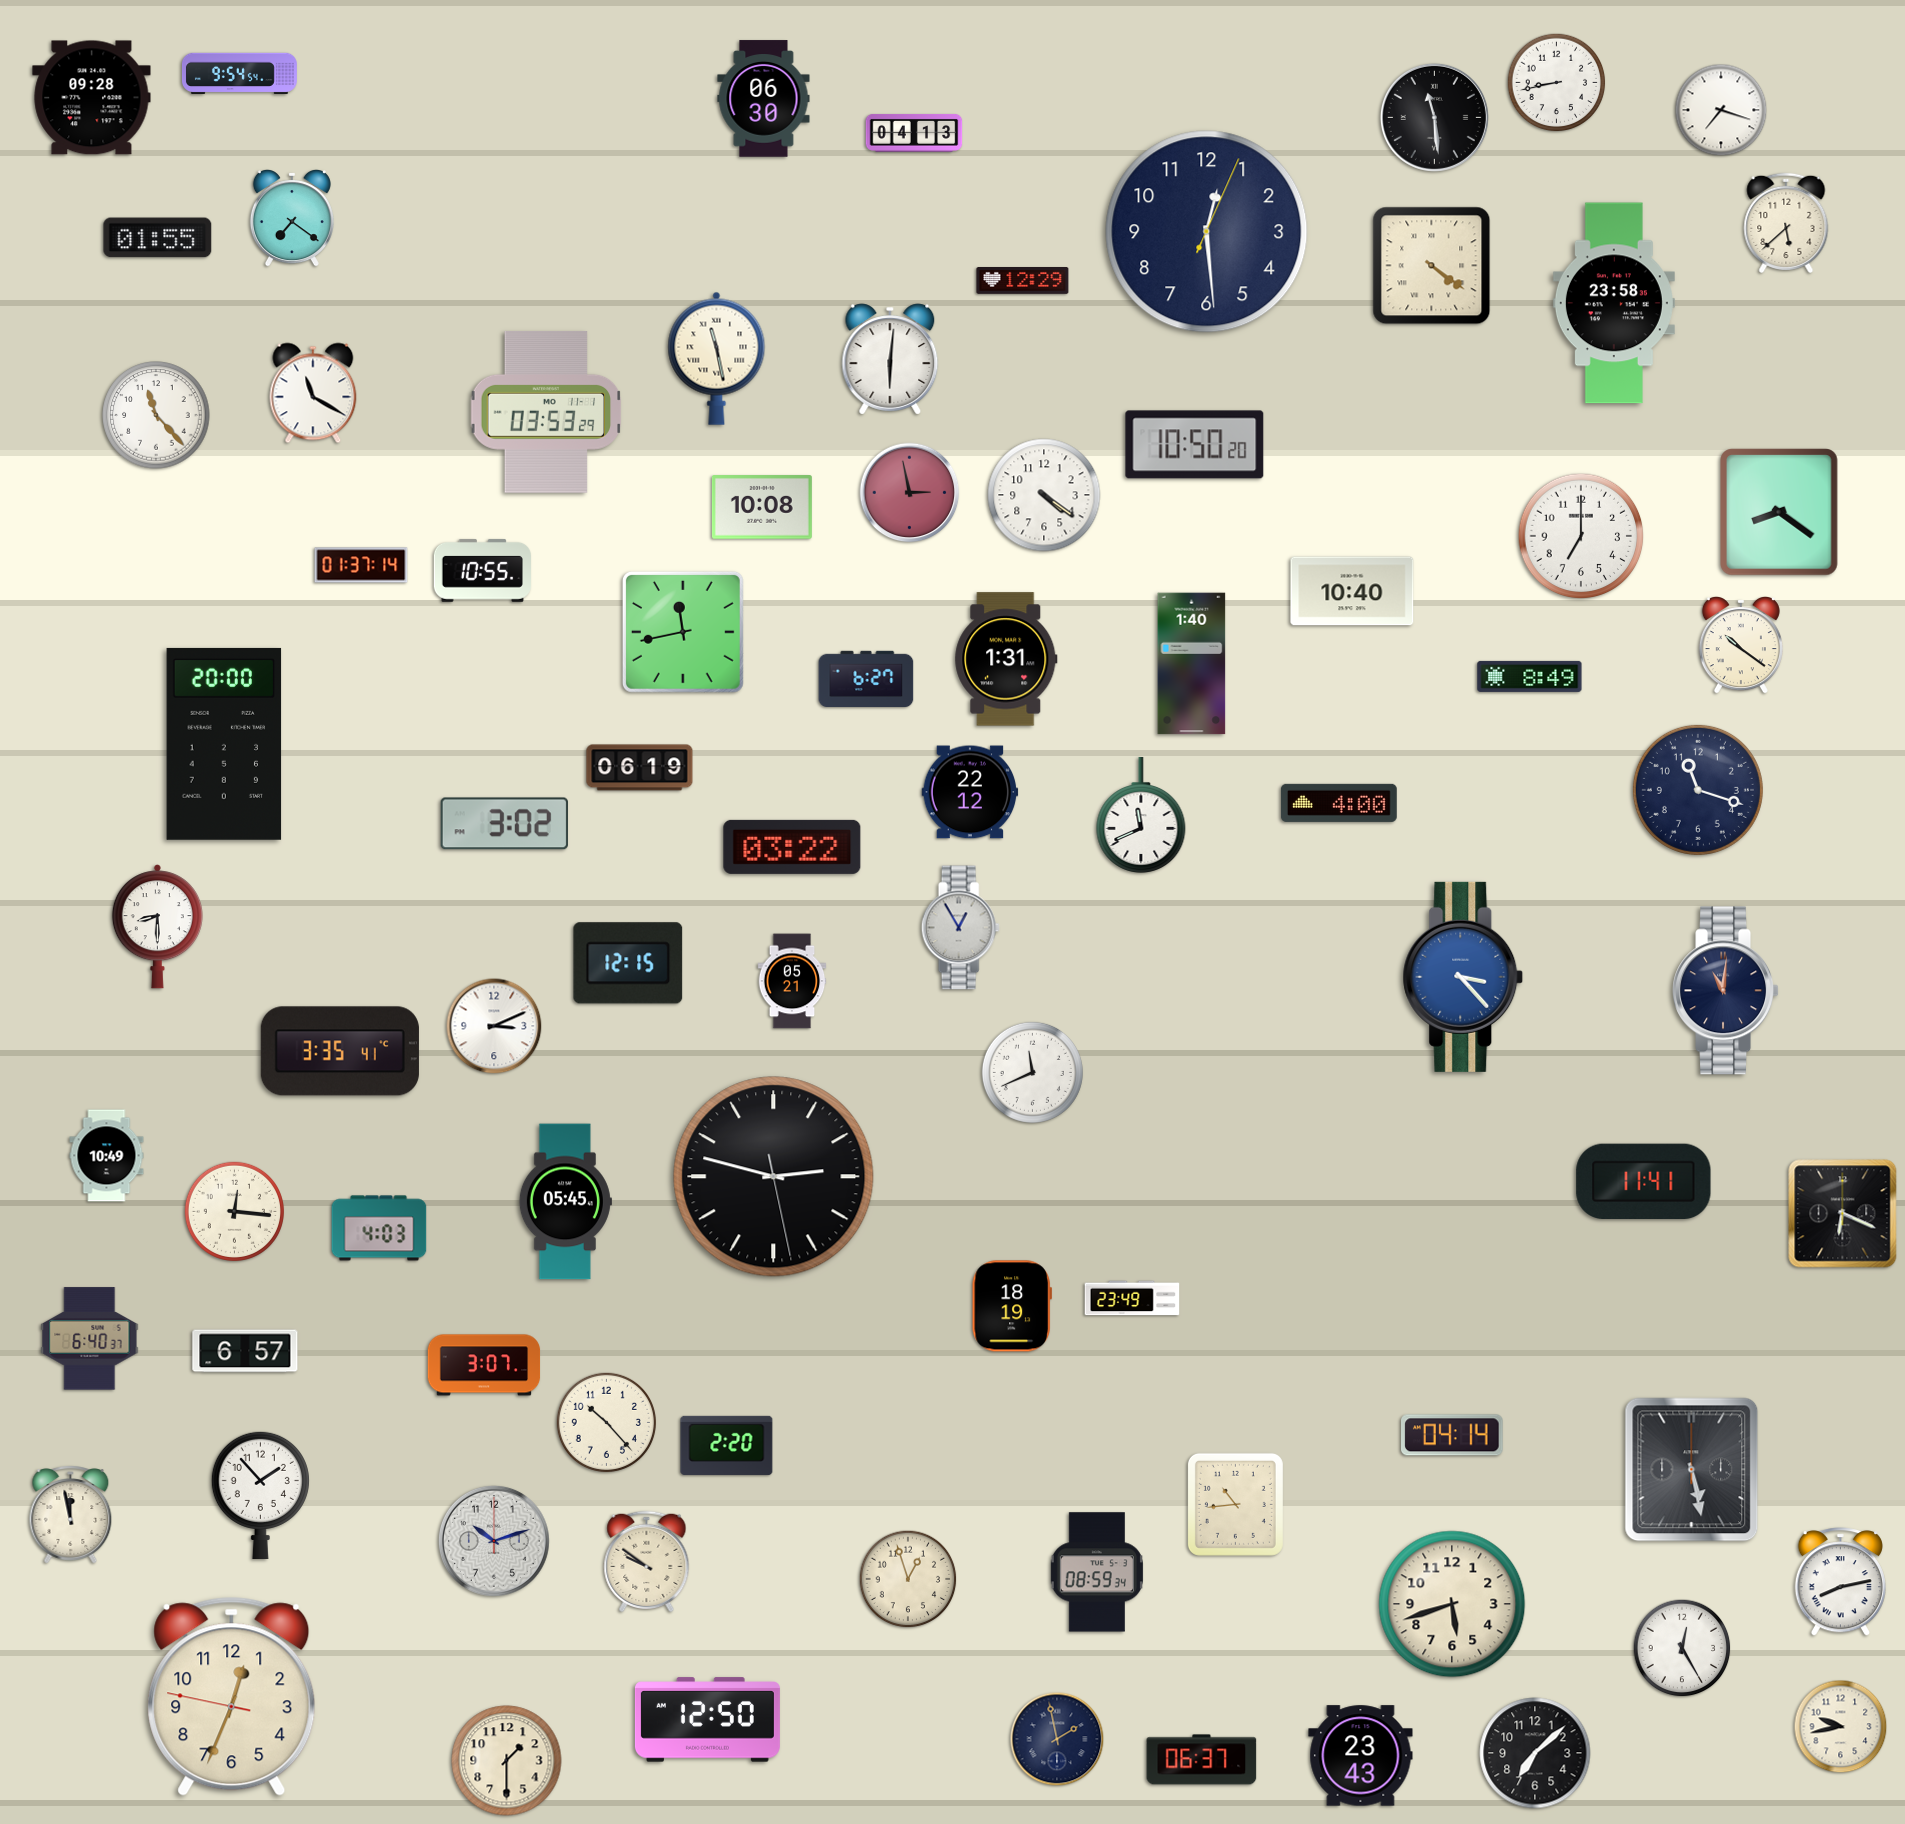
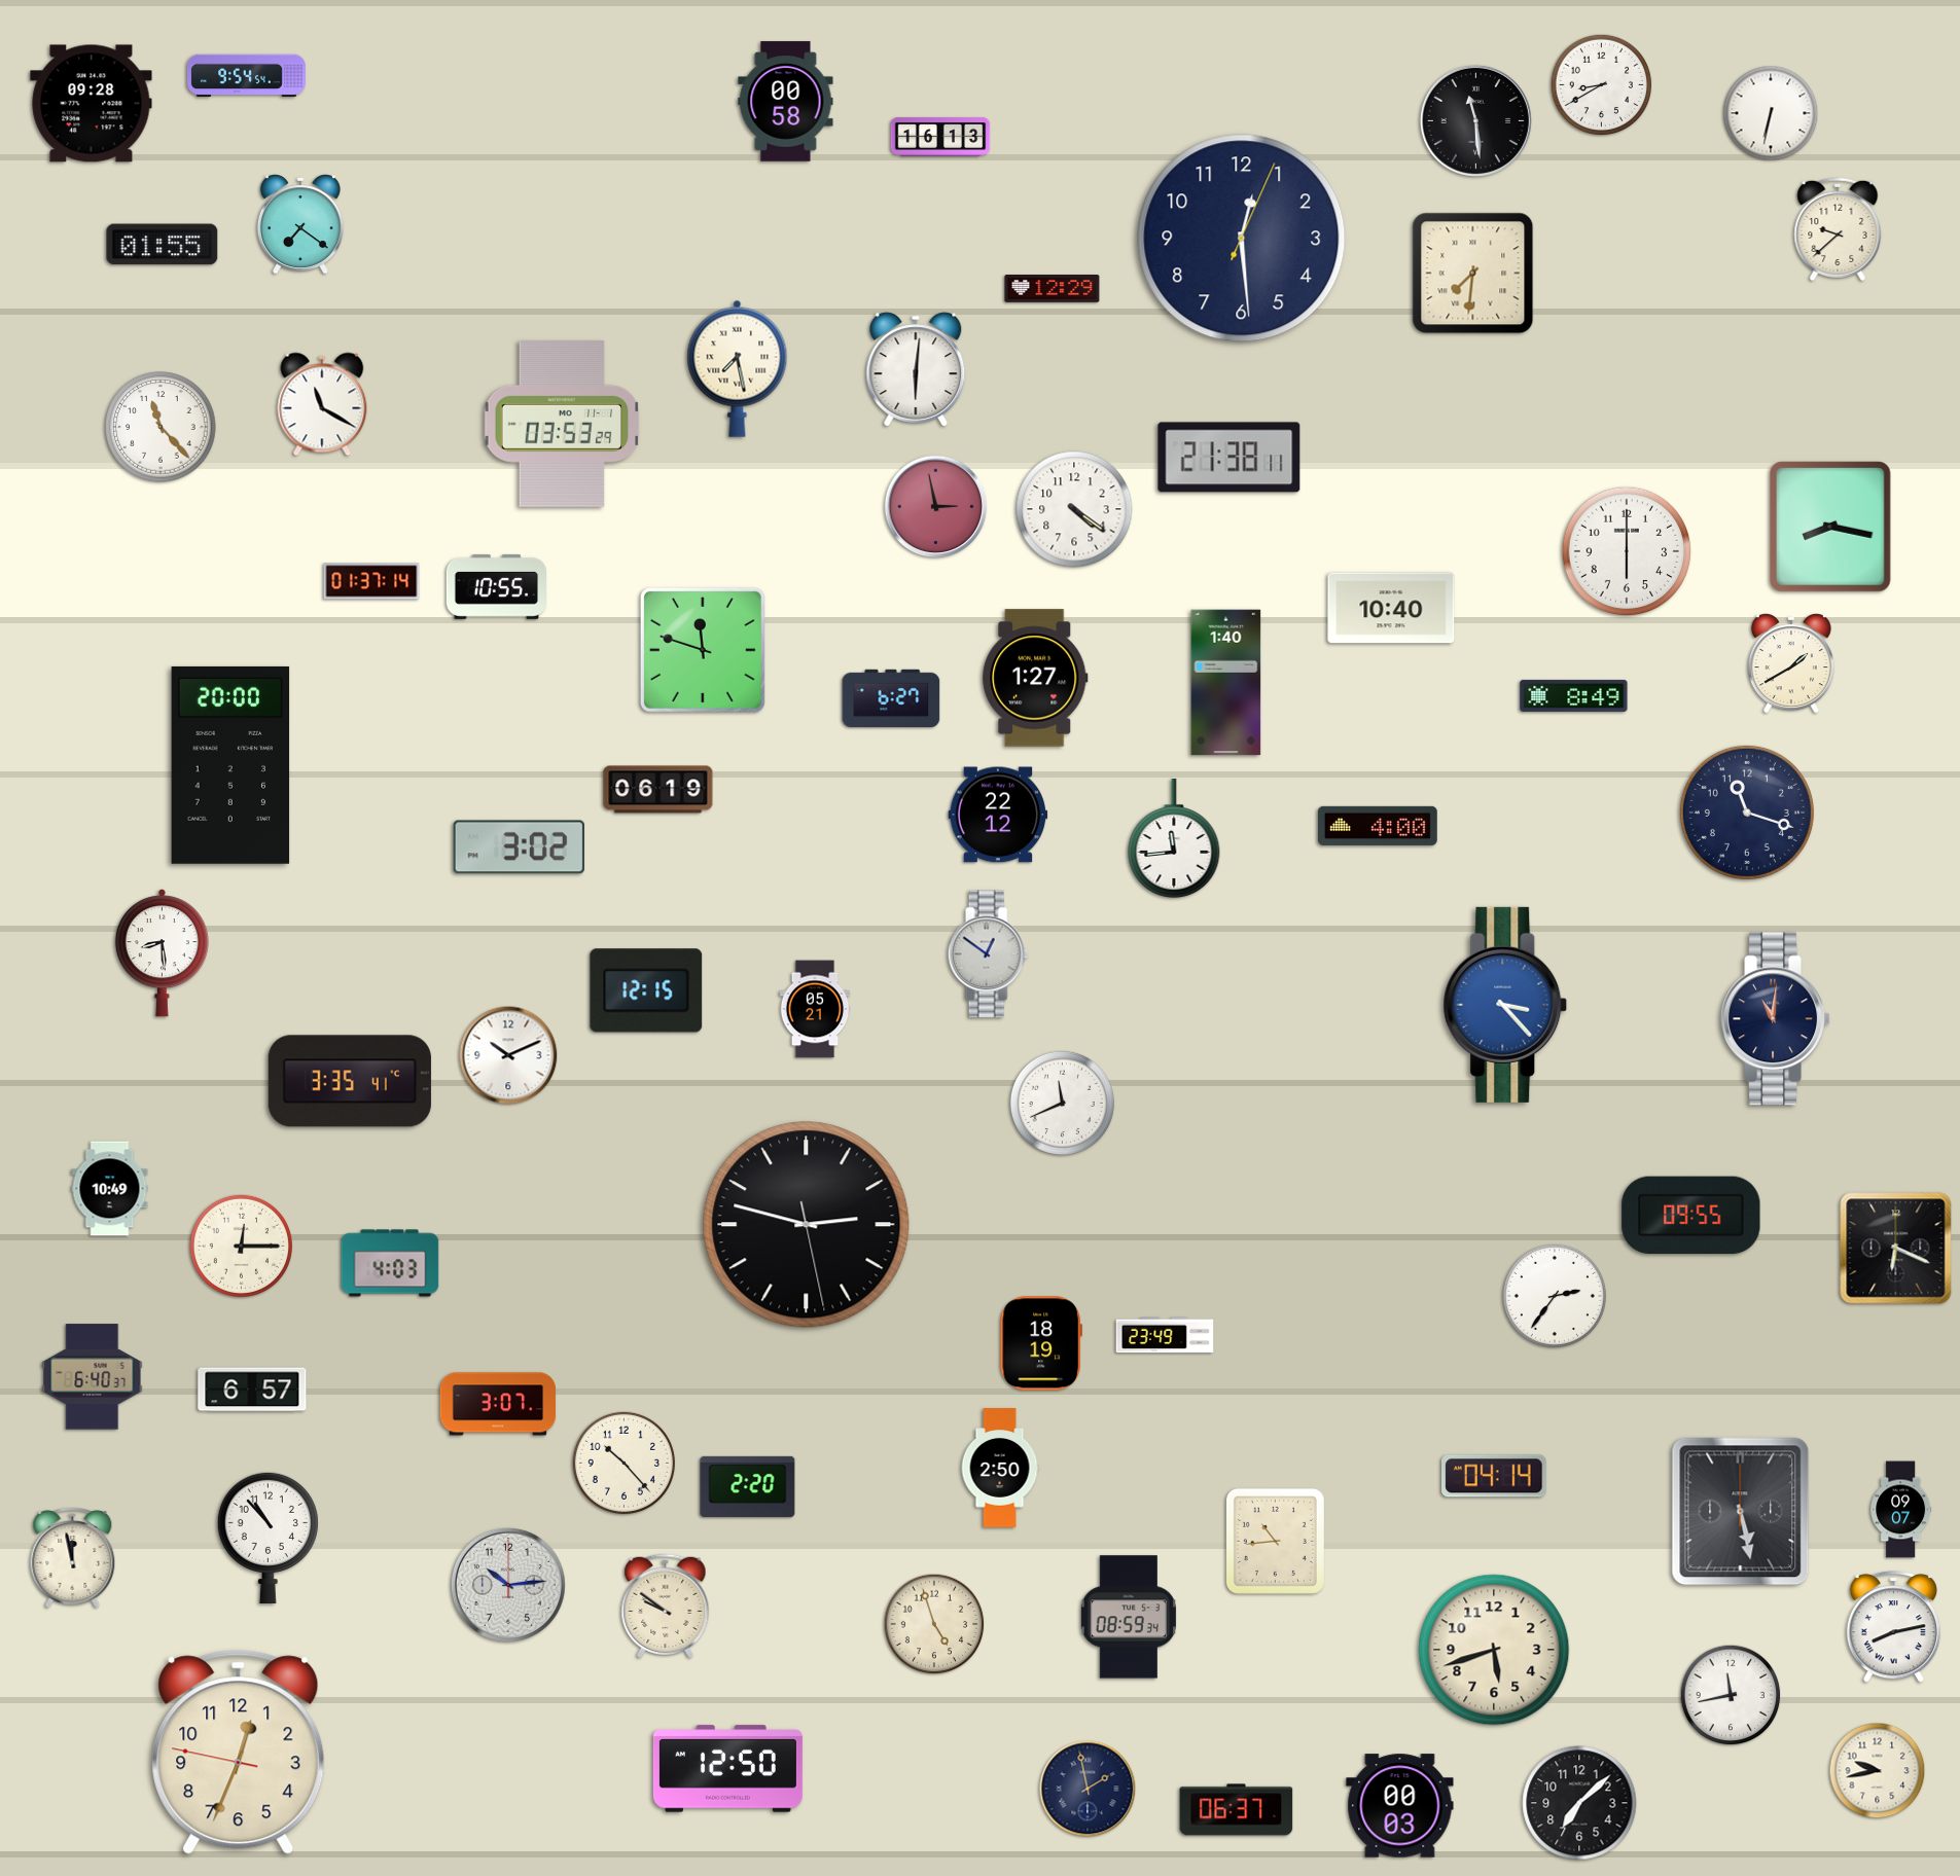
clock at (1557, 83): 8:43 -> 8:40
clock at (92, 98) position: (92, 98) -> (92, 104)
clock at (764, 99): 06:30 -> 00:58
clock at (1721, 110): 7:18 -> 6:32
clock at (914, 133): 04:13 -> 16:13
clock at (1786, 223): 5:38 -> 9:38
clock at (1432, 266): 4:21 -> 7:31
clock at (1614, 303): 23:58 -> none
clock at (717, 358): 11:28 -> 7:28
clock at (1195, 445): 10:50 -> 21:38
clock at (762, 507): 10:08 -> none
clock at (1779, 512): 8:21 -> 8:17
clock at (1581, 536): 7:00 -> 6:00
clock at (683, 632): 11:43 -> 11:48
clock at (1741, 646): 10:21 -> 1:40
clock at (1006, 659): 1:31 -> 1:27
clock at (1141, 816): 11:41 -> 11:44
clock at (792, 847): 03:22 -> none
clock at (157, 927): 8:30 -> 8:29
clock at (960, 928): 12:55 -> 12:51
clock at (494, 1026): 3:11 -> 10:11
clock at (774, 1177) position: (774, 1177) -> (807, 1225)
clock at (1644, 1182): 11:41 -> 09:55
clock at (565, 1202): 05:45 -> none
clock at (234, 1211): 12:16 -> 12:15
clock at (1555, 1296): none -> 2:36
clock at (1000, 1468): none -> 2:50
clock at (1901, 1510): none -> 09:07
clock at (260, 1494): 1:53 -> 10:53
clock at (1235, 1504) position: (1235, 1504) -> (1275, 1541)
clock at (494, 1541): 10:12 -> 10:14
clock at (908, 1579): 12:57 -> 4:57
clock at (1682, 1648): 12:25 -> 11:43
clock at (232, 1696) position: (232, 1696) -> (239, 1752)
clock at (1841, 1727) position: (1841, 1727) -> (1878, 1771)
clock at (1361, 1756): 23:43 -> 00:03
clock at (507, 1761): 1:30 -> none
